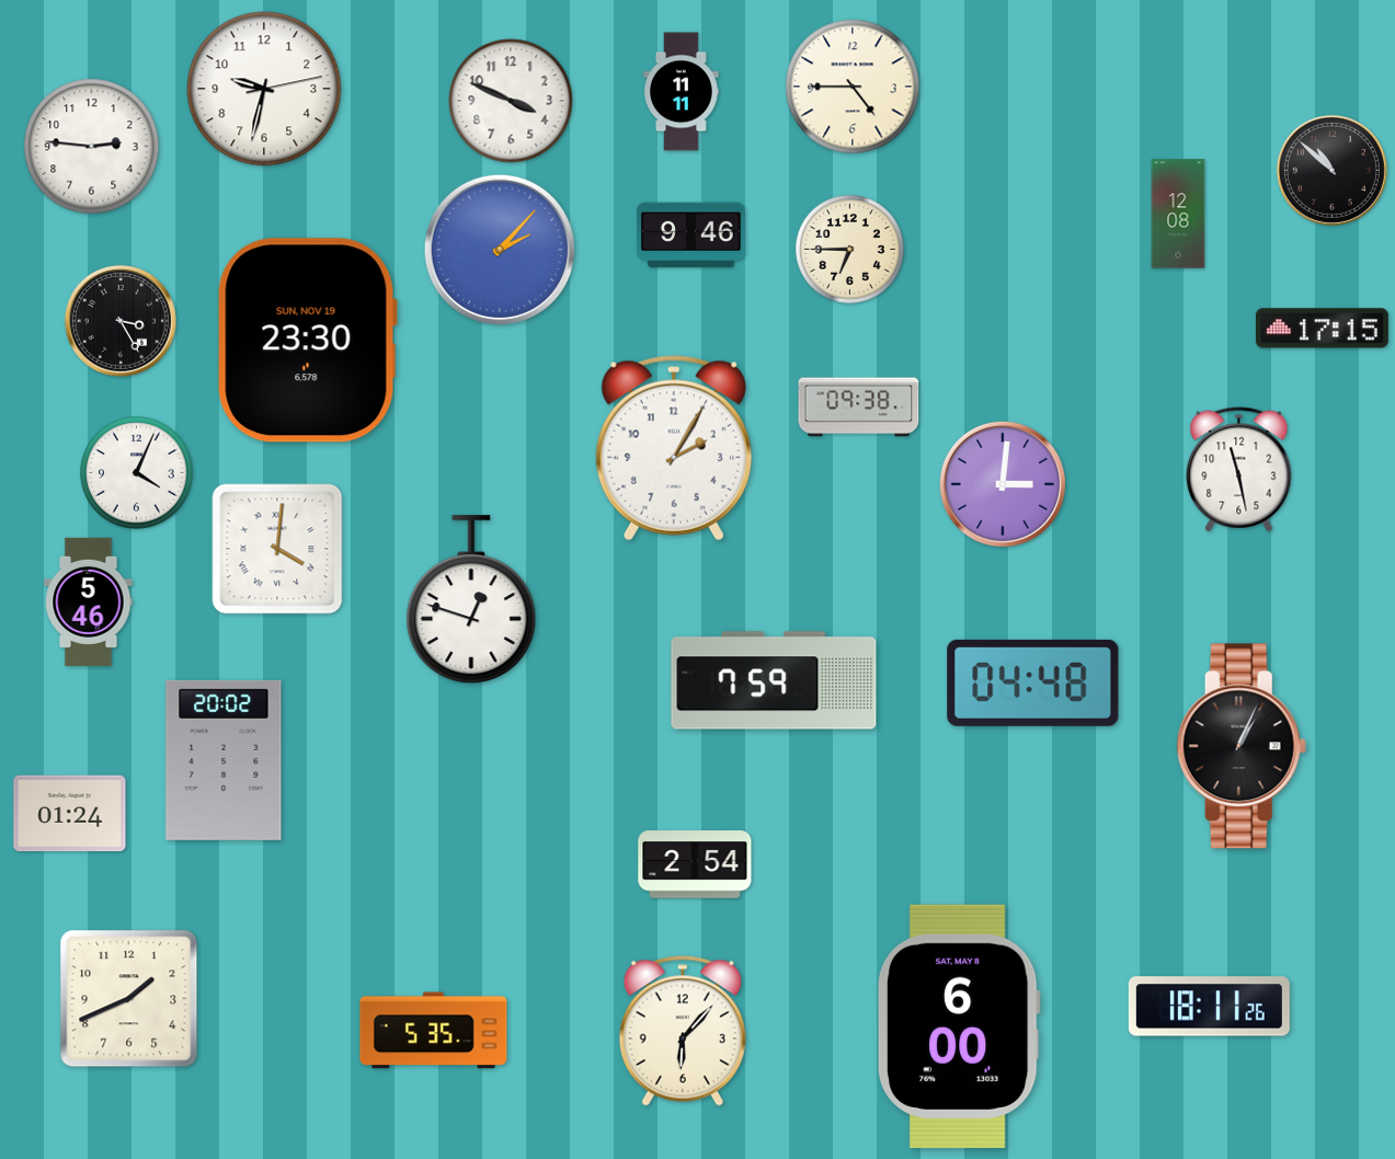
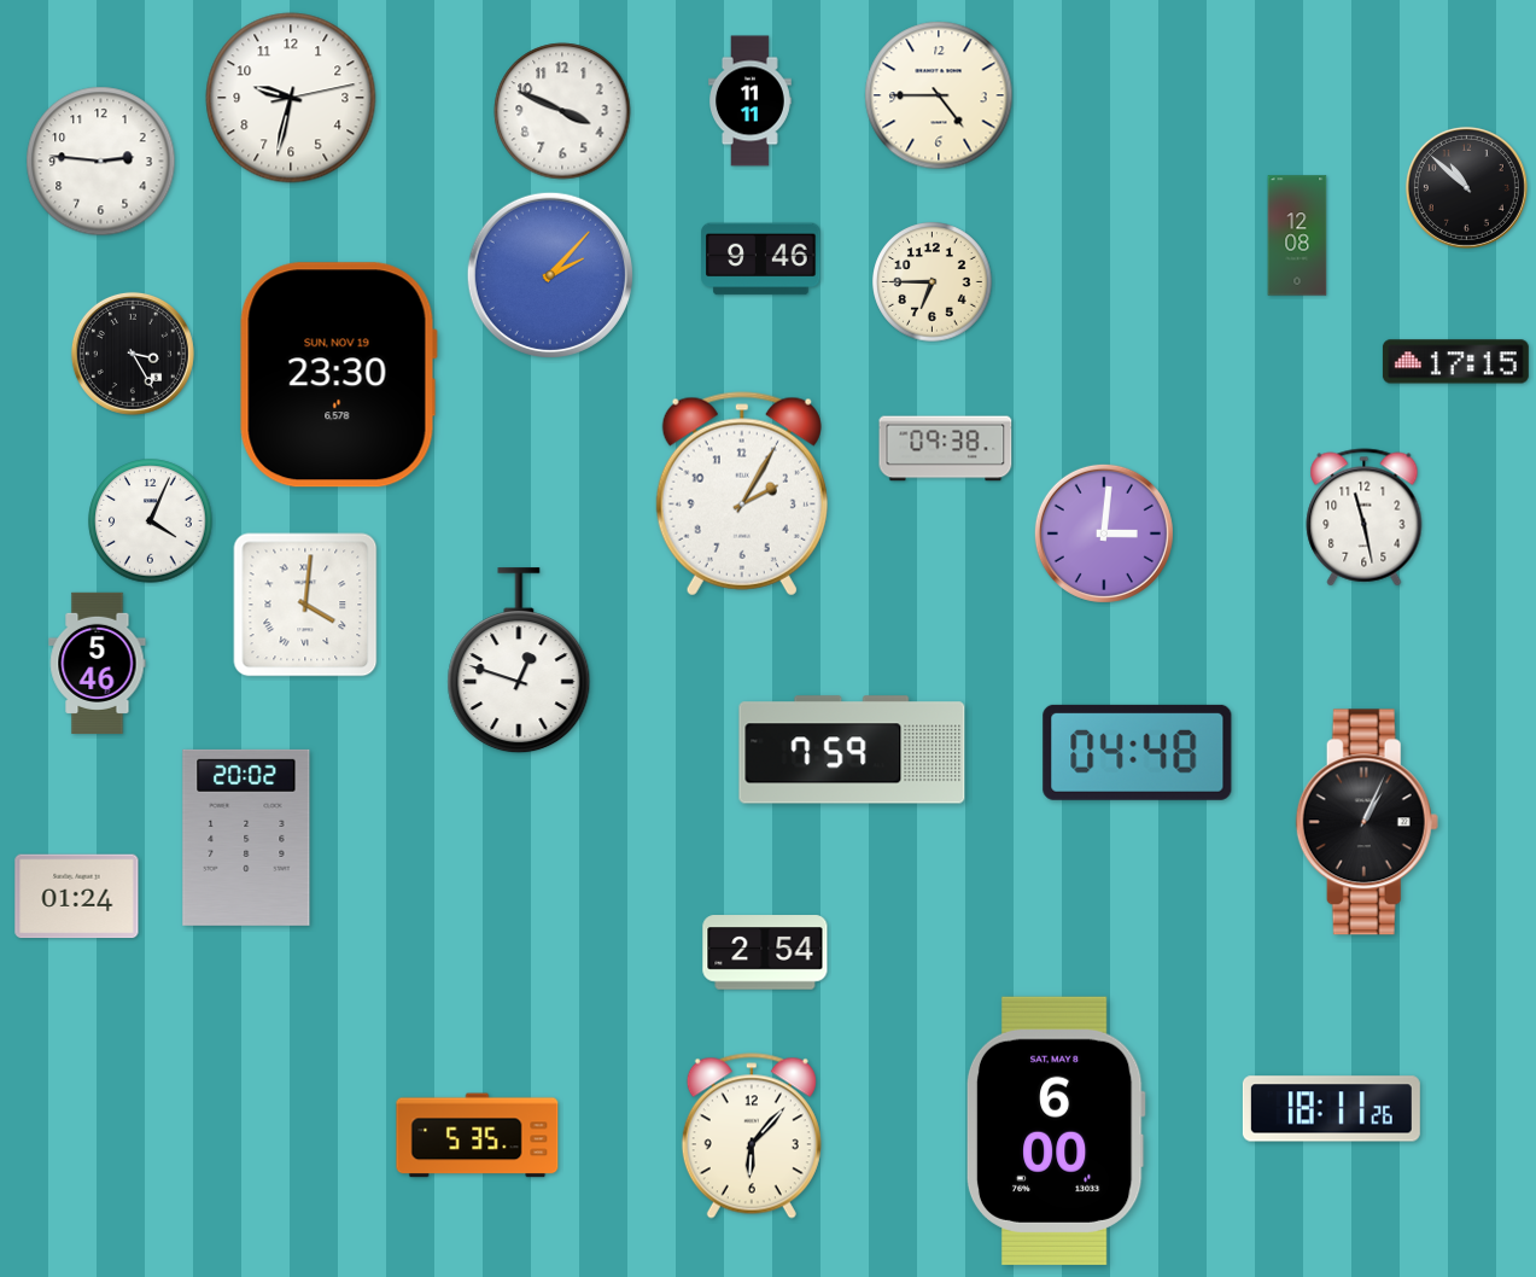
clock at (850, 250) position: (850, 250) -> (933, 282)
clock at (129, 999): 1:41 -> none
